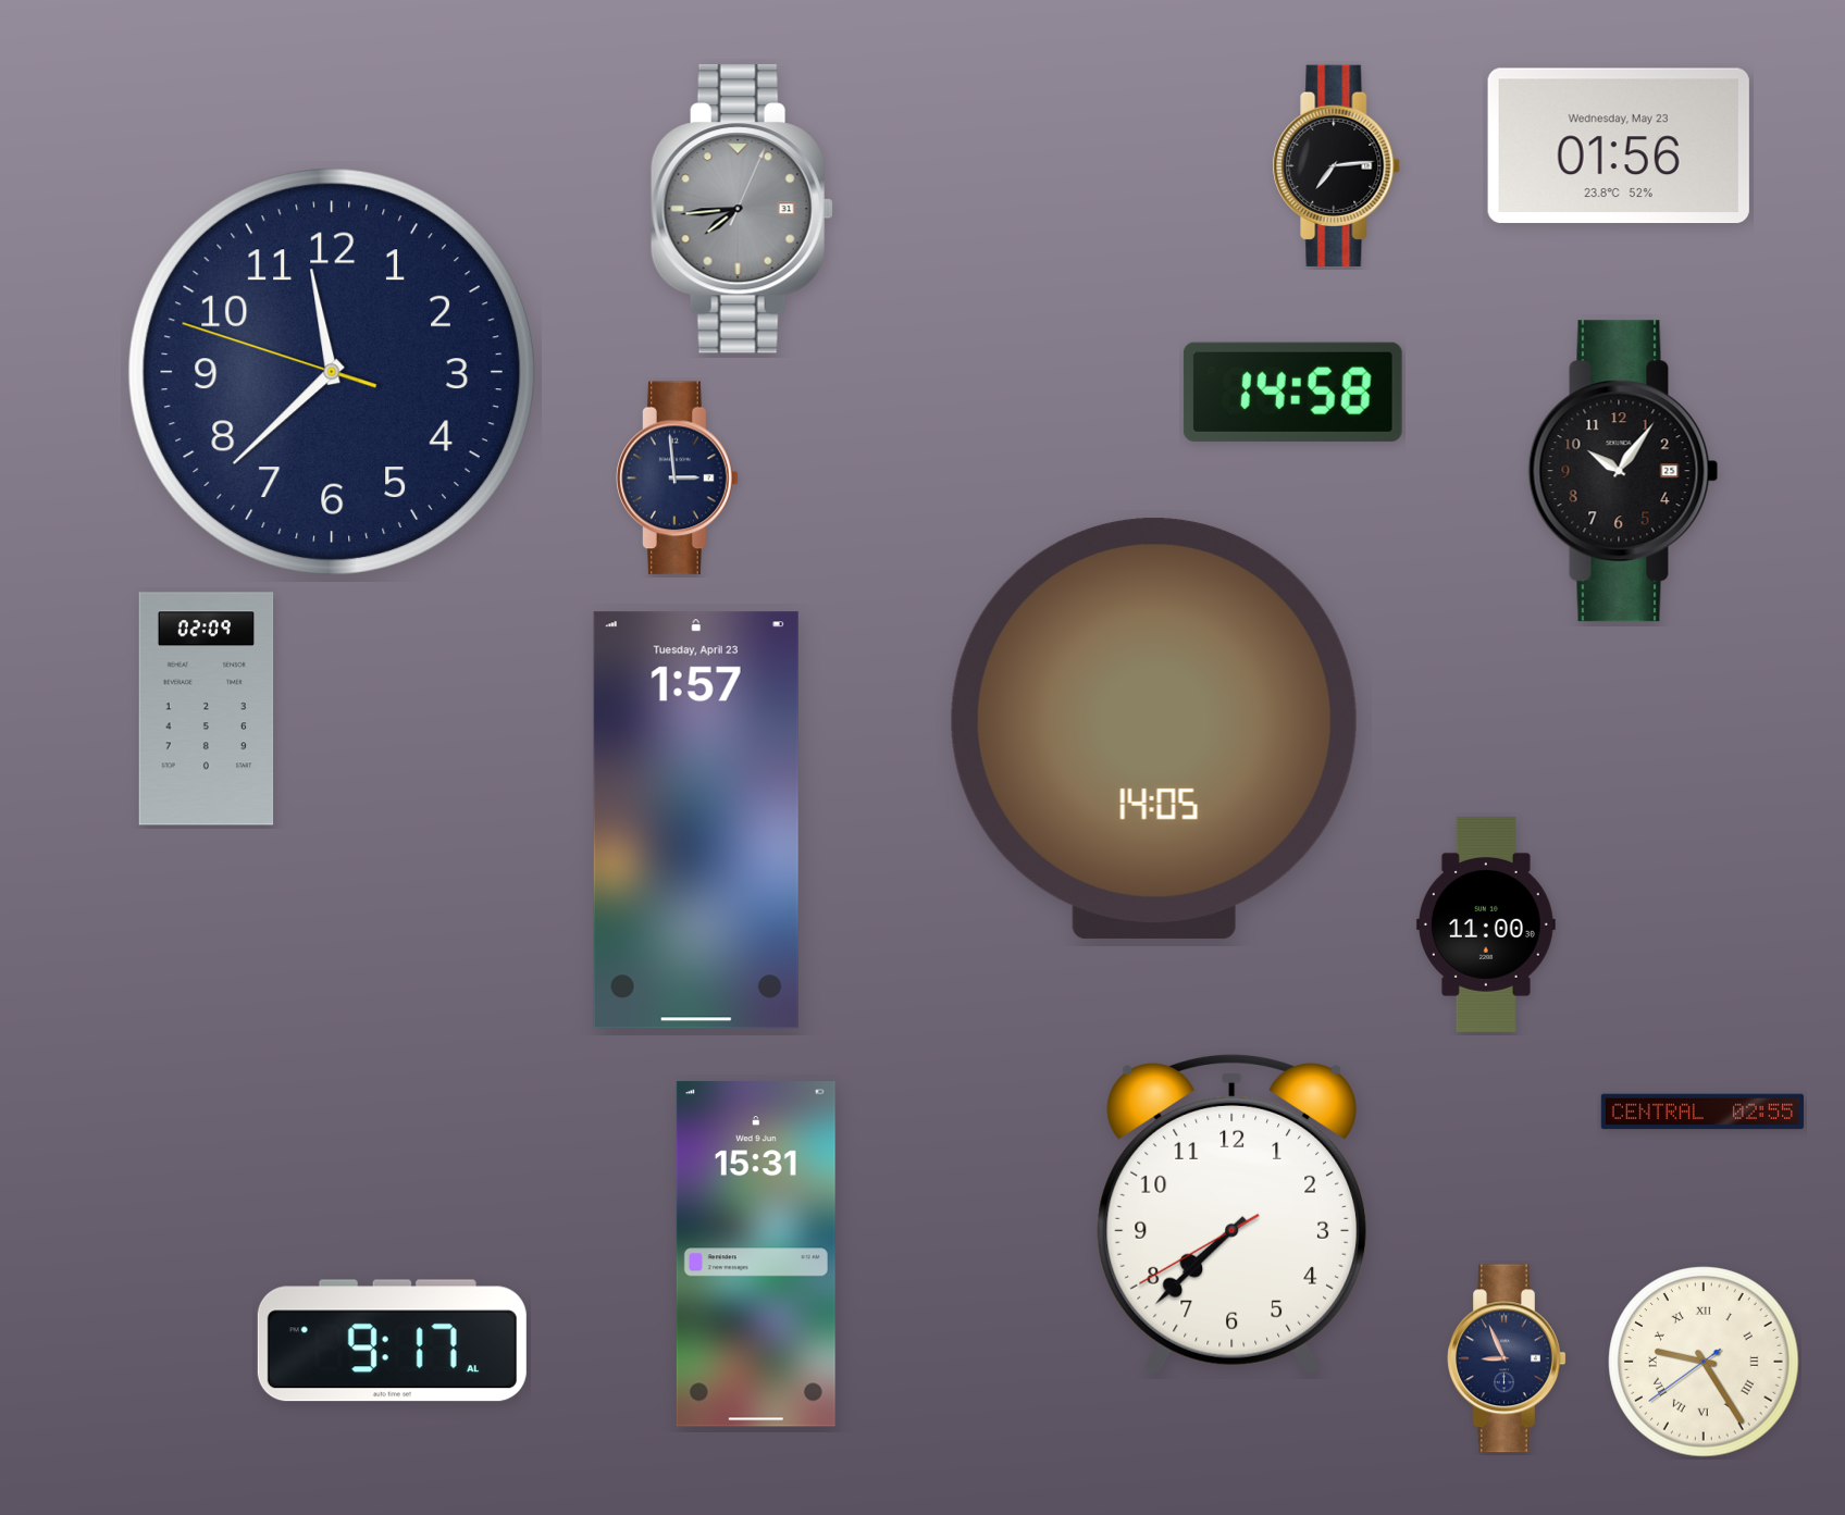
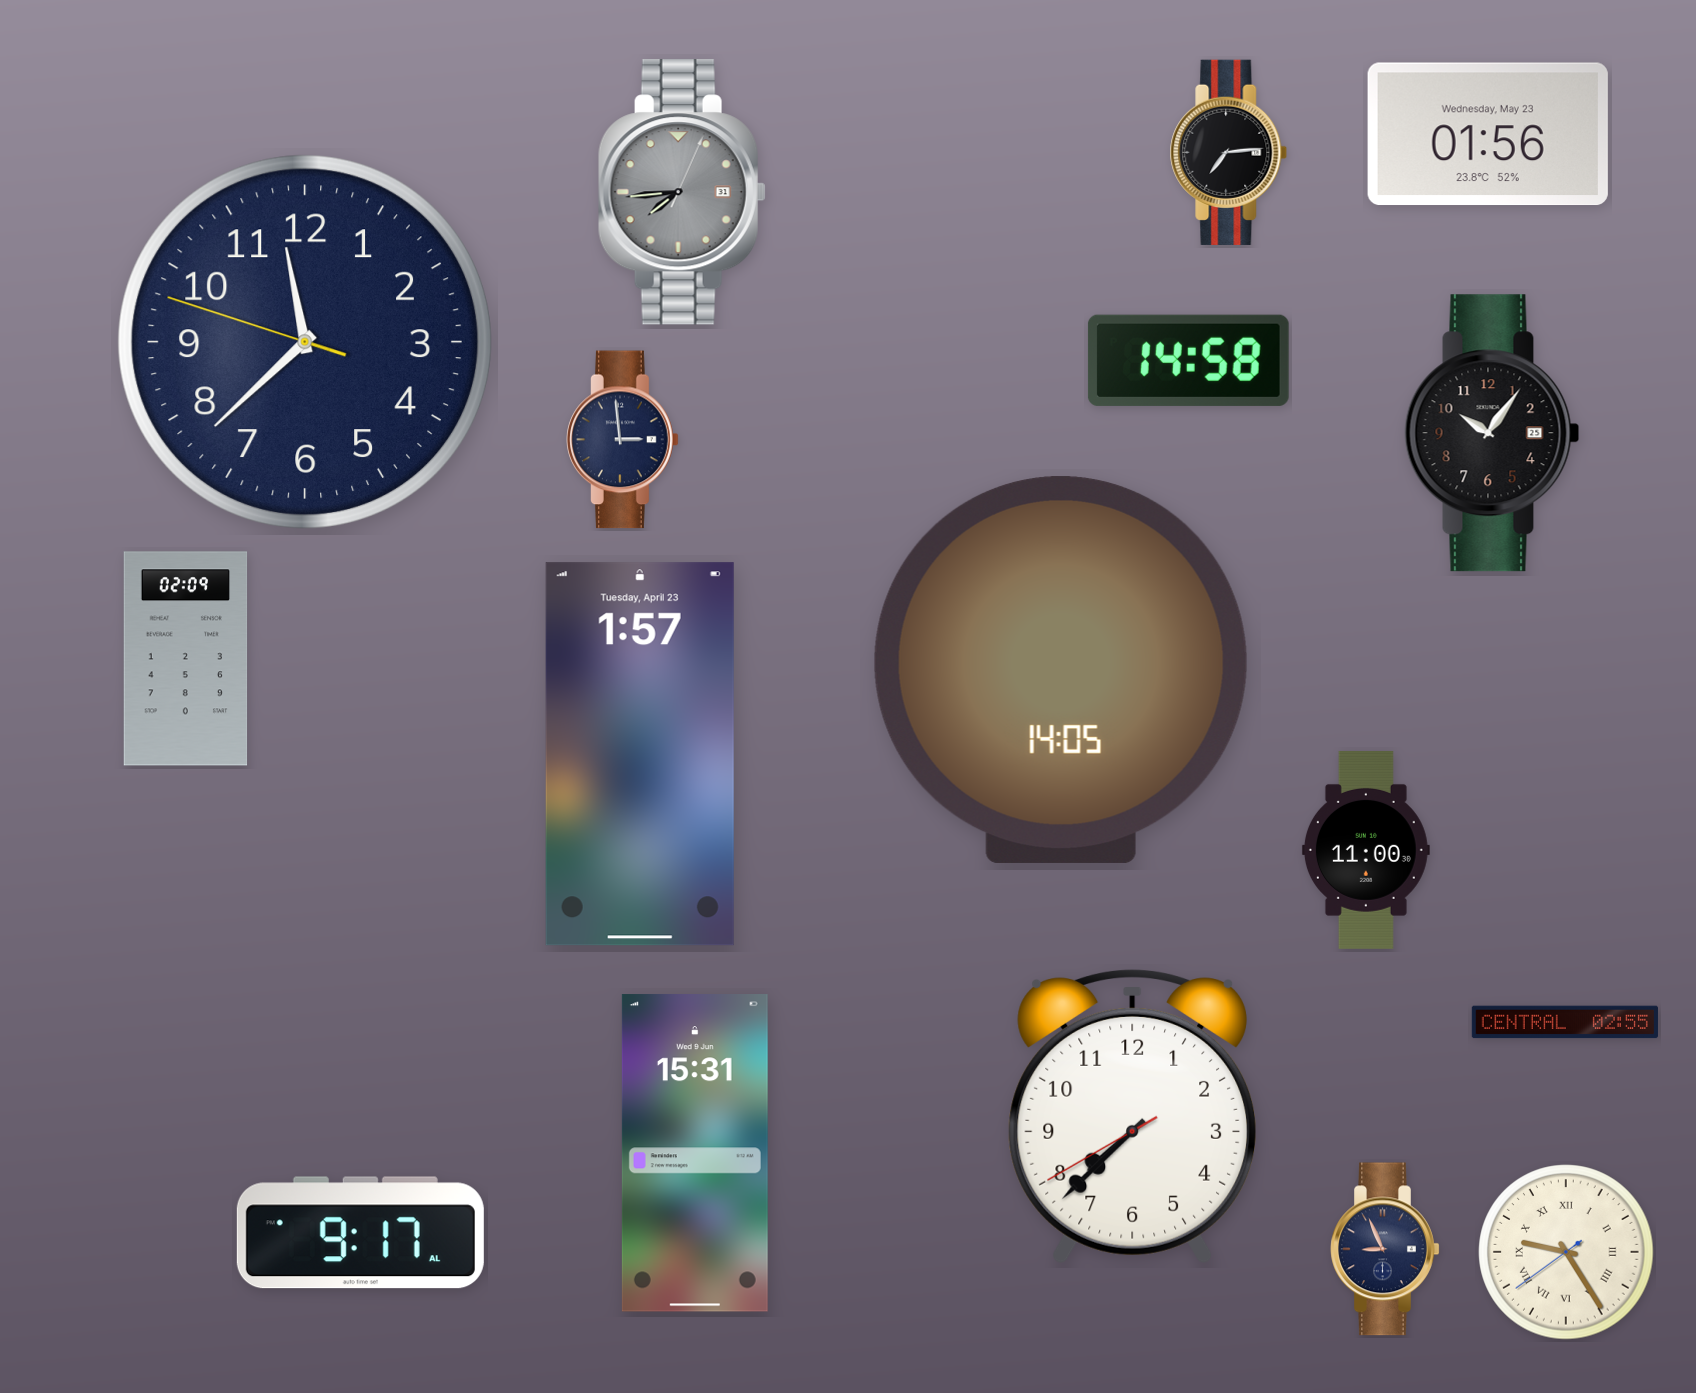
clock at (207, 709) position: (207, 709) -> (186, 659)
